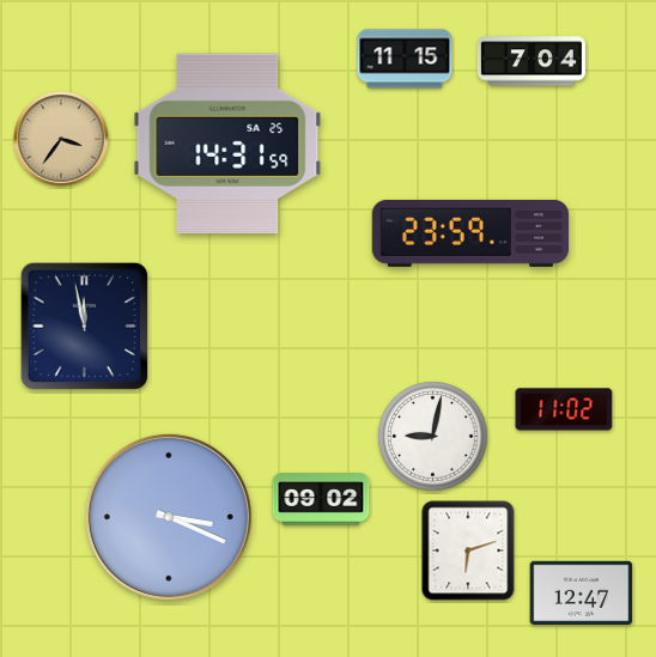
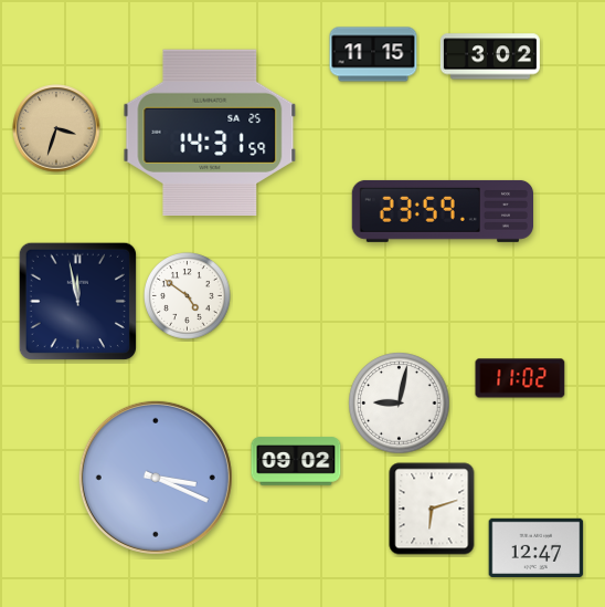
clock at (532, 61): 7:04 -> 3:02
clock at (61, 139): 3:36 -> 3:33
clock at (469, 233) position: (469, 233) -> (442, 211)
clock at (188, 296): none -> 4:51
